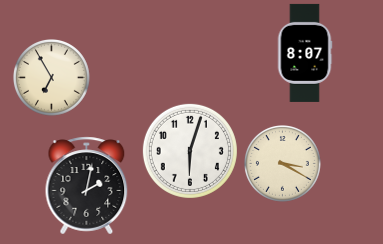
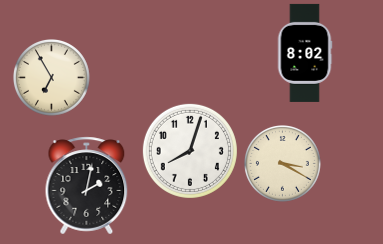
clock at (305, 53): 8:07 -> 8:02
clock at (190, 151): 6:03 -> 8:03
